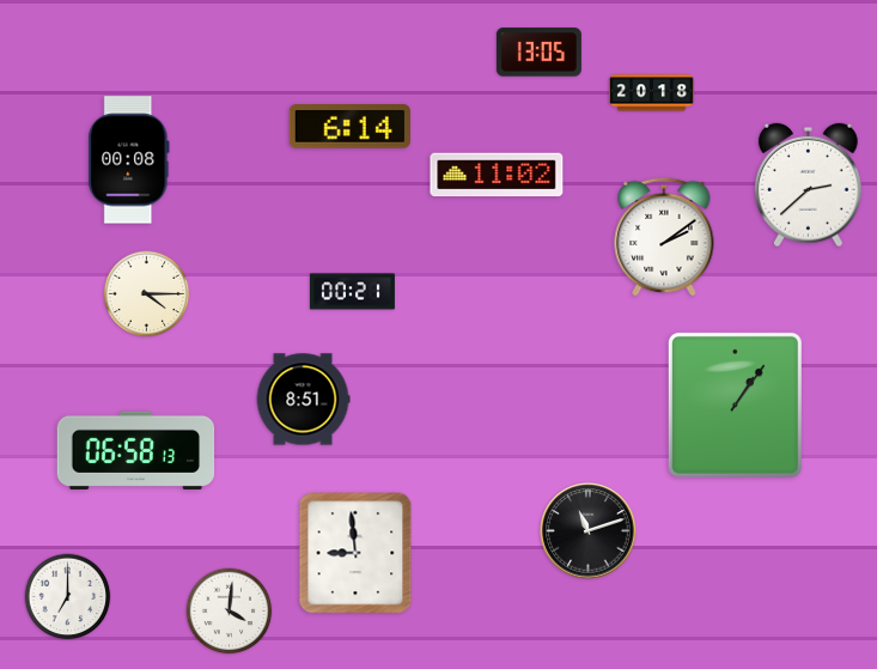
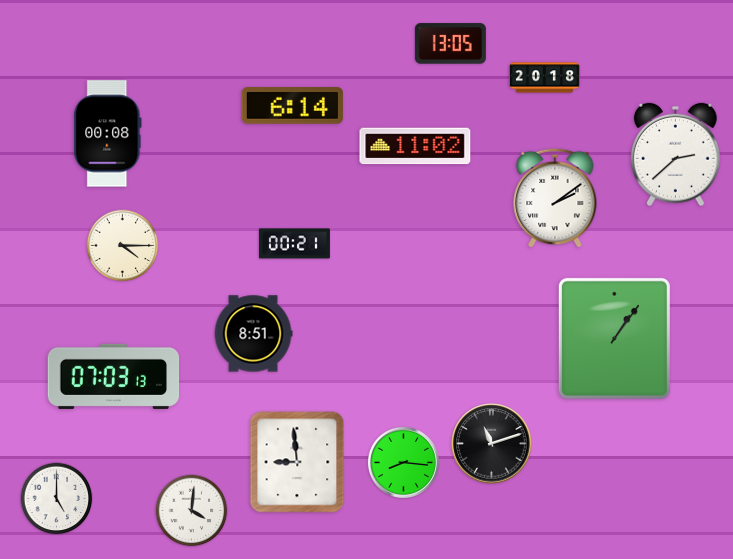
clock at (136, 450): 06:58 -> 07:03
clock at (403, 462): none -> 8:16
clock at (68, 597): 7:00 -> 5:00
